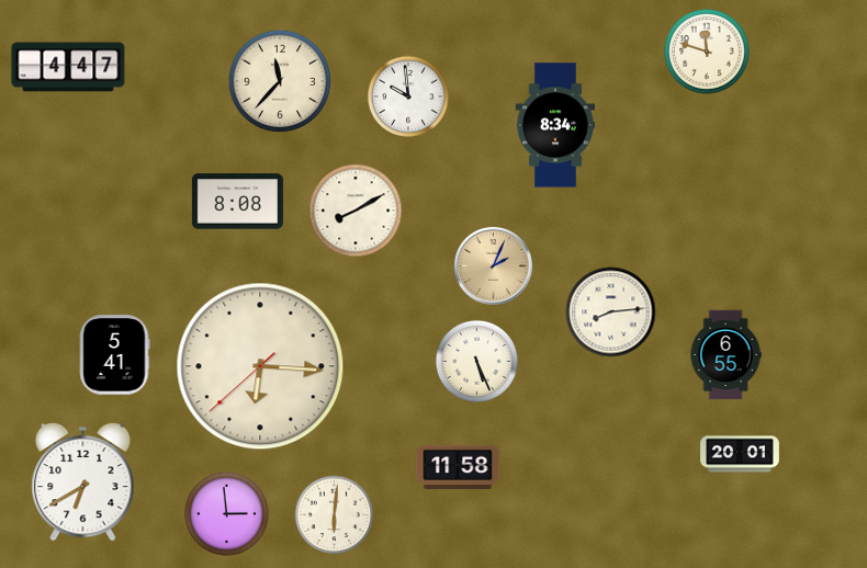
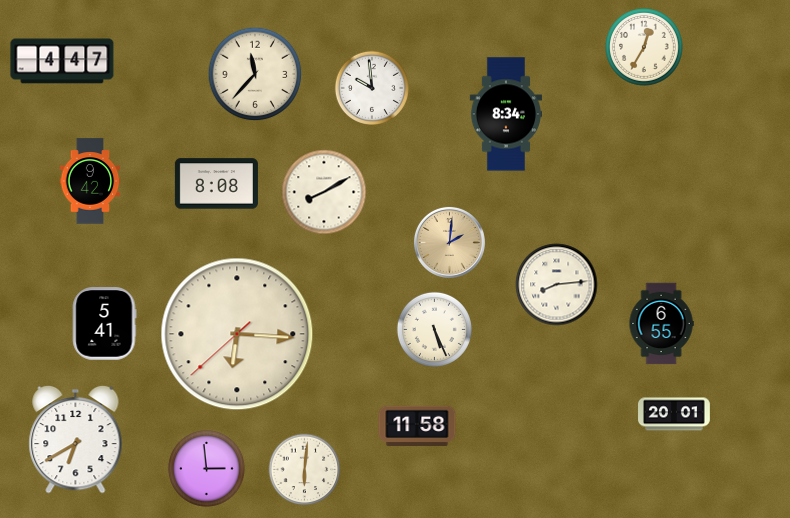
clock at (707, 52): 11:48 -> 12:35
clock at (90, 181): none -> 9:42
clock at (493, 265): 2:04 -> 2:01
